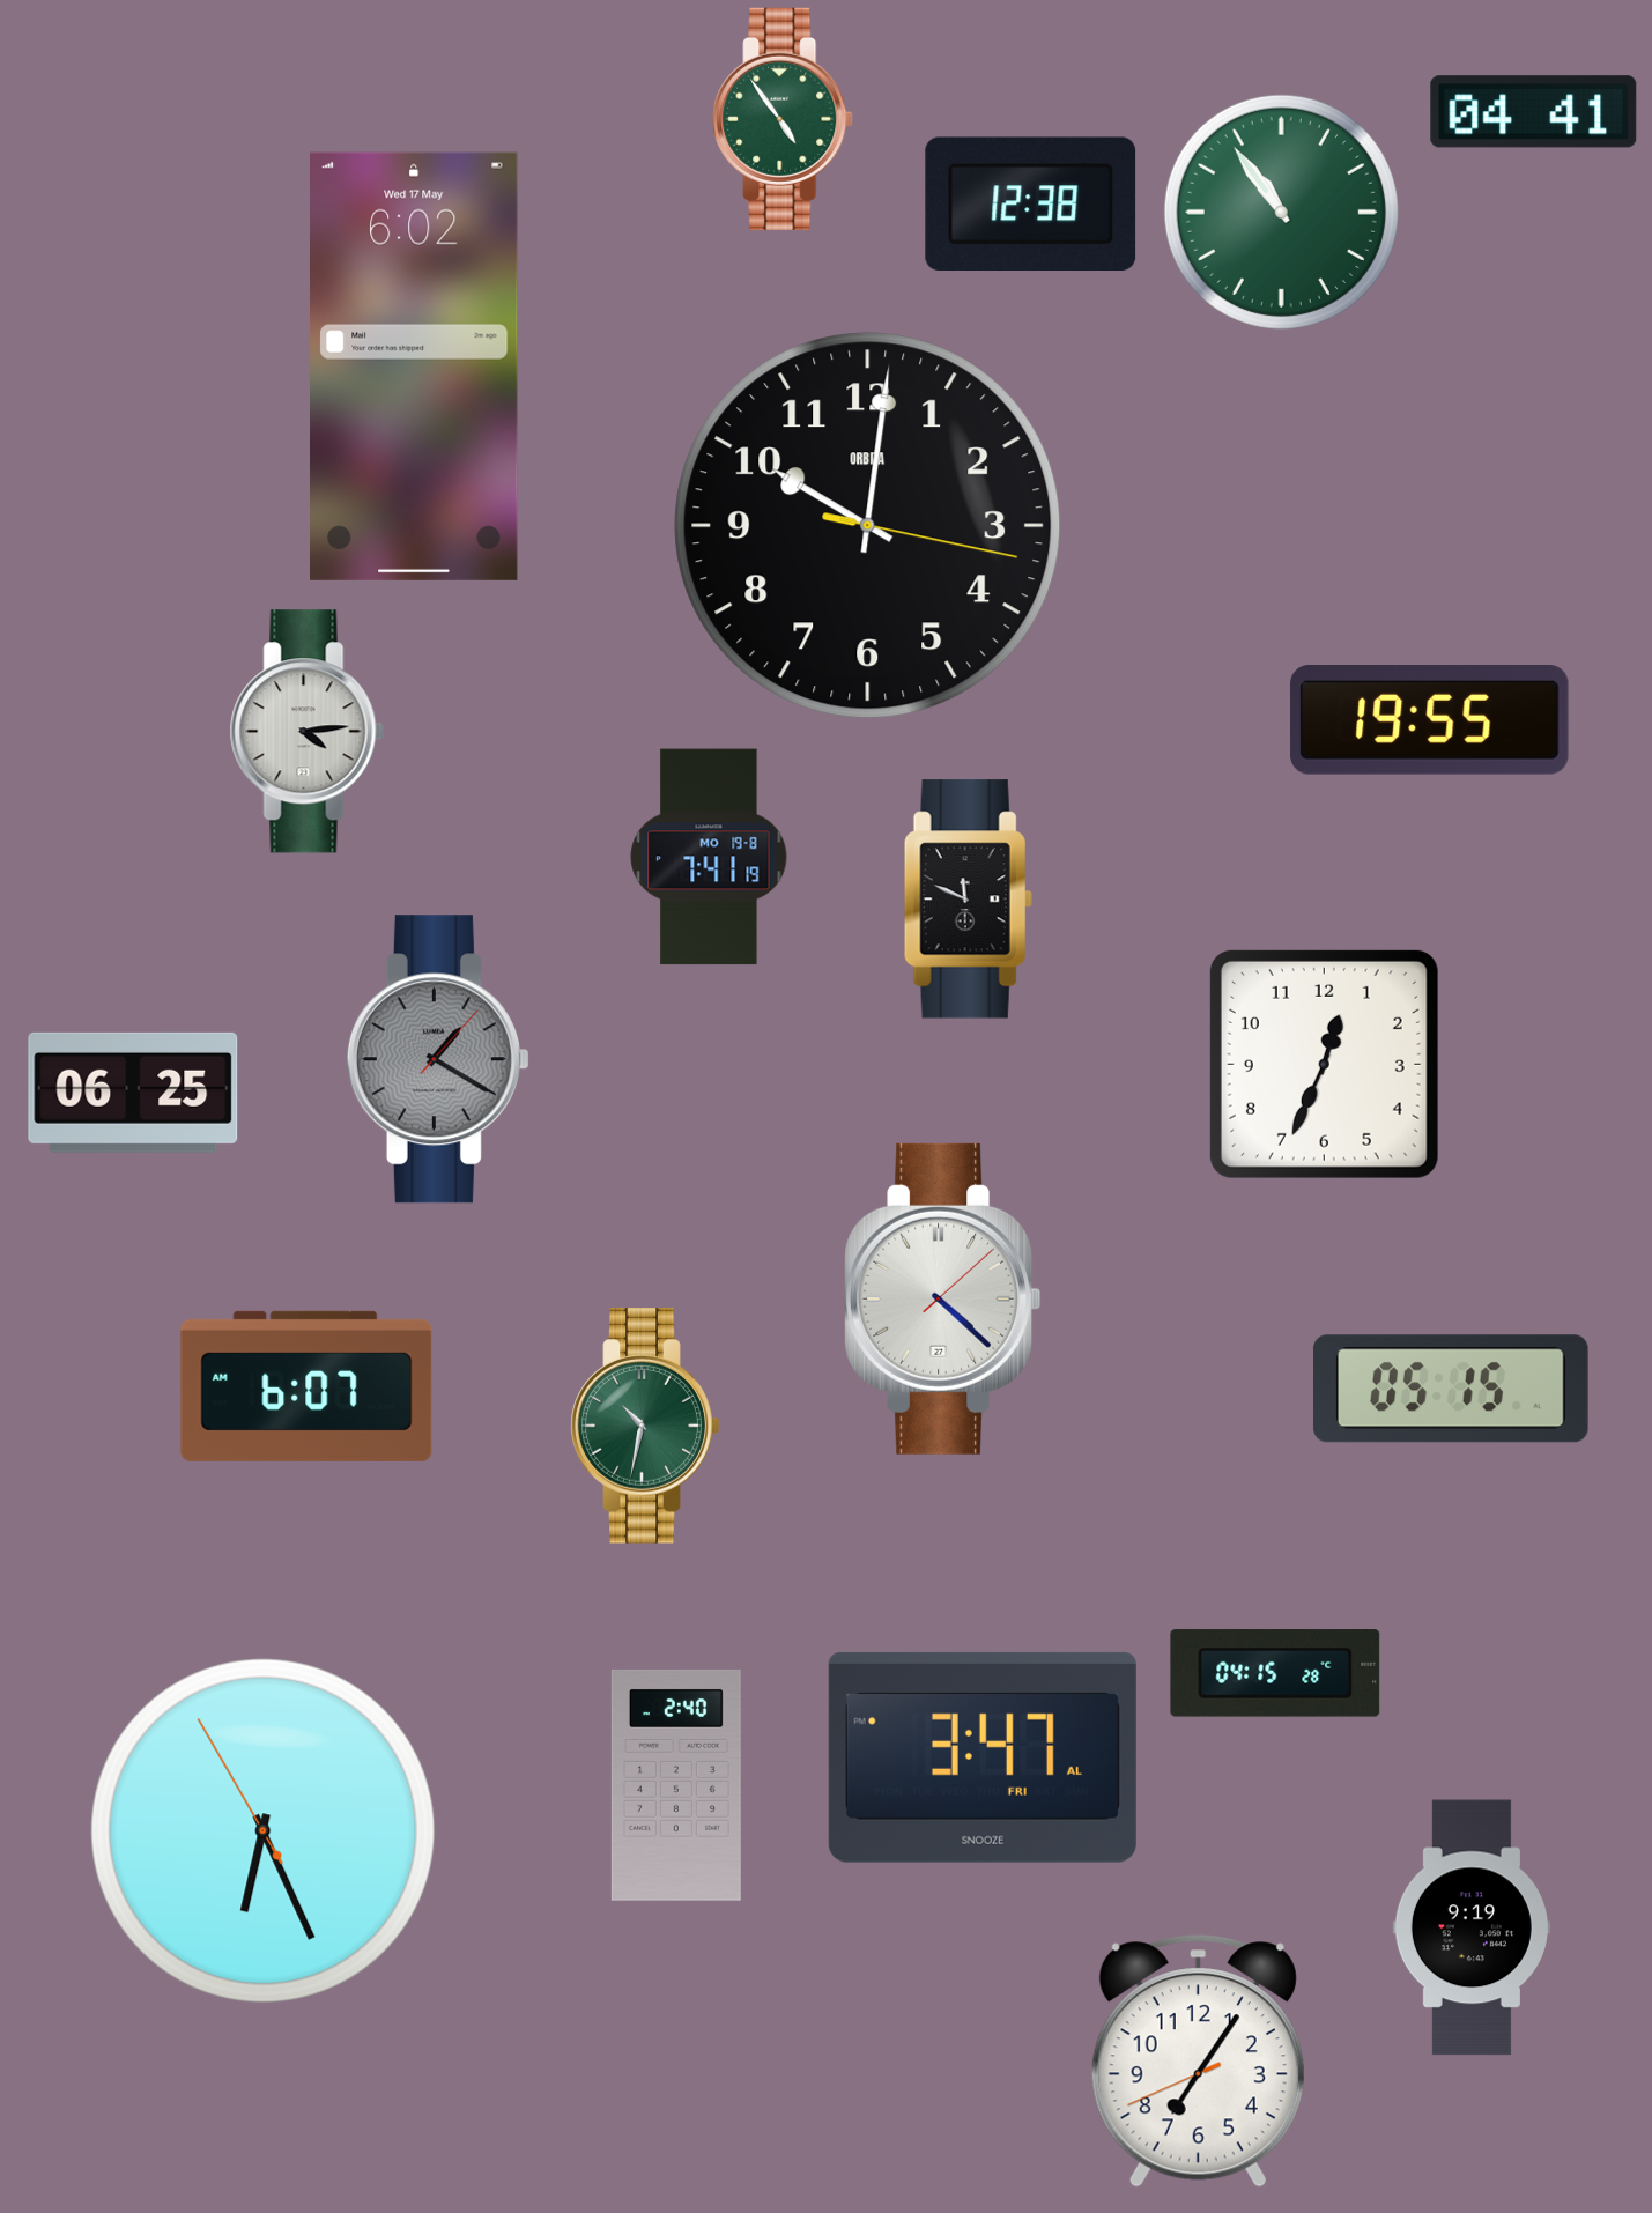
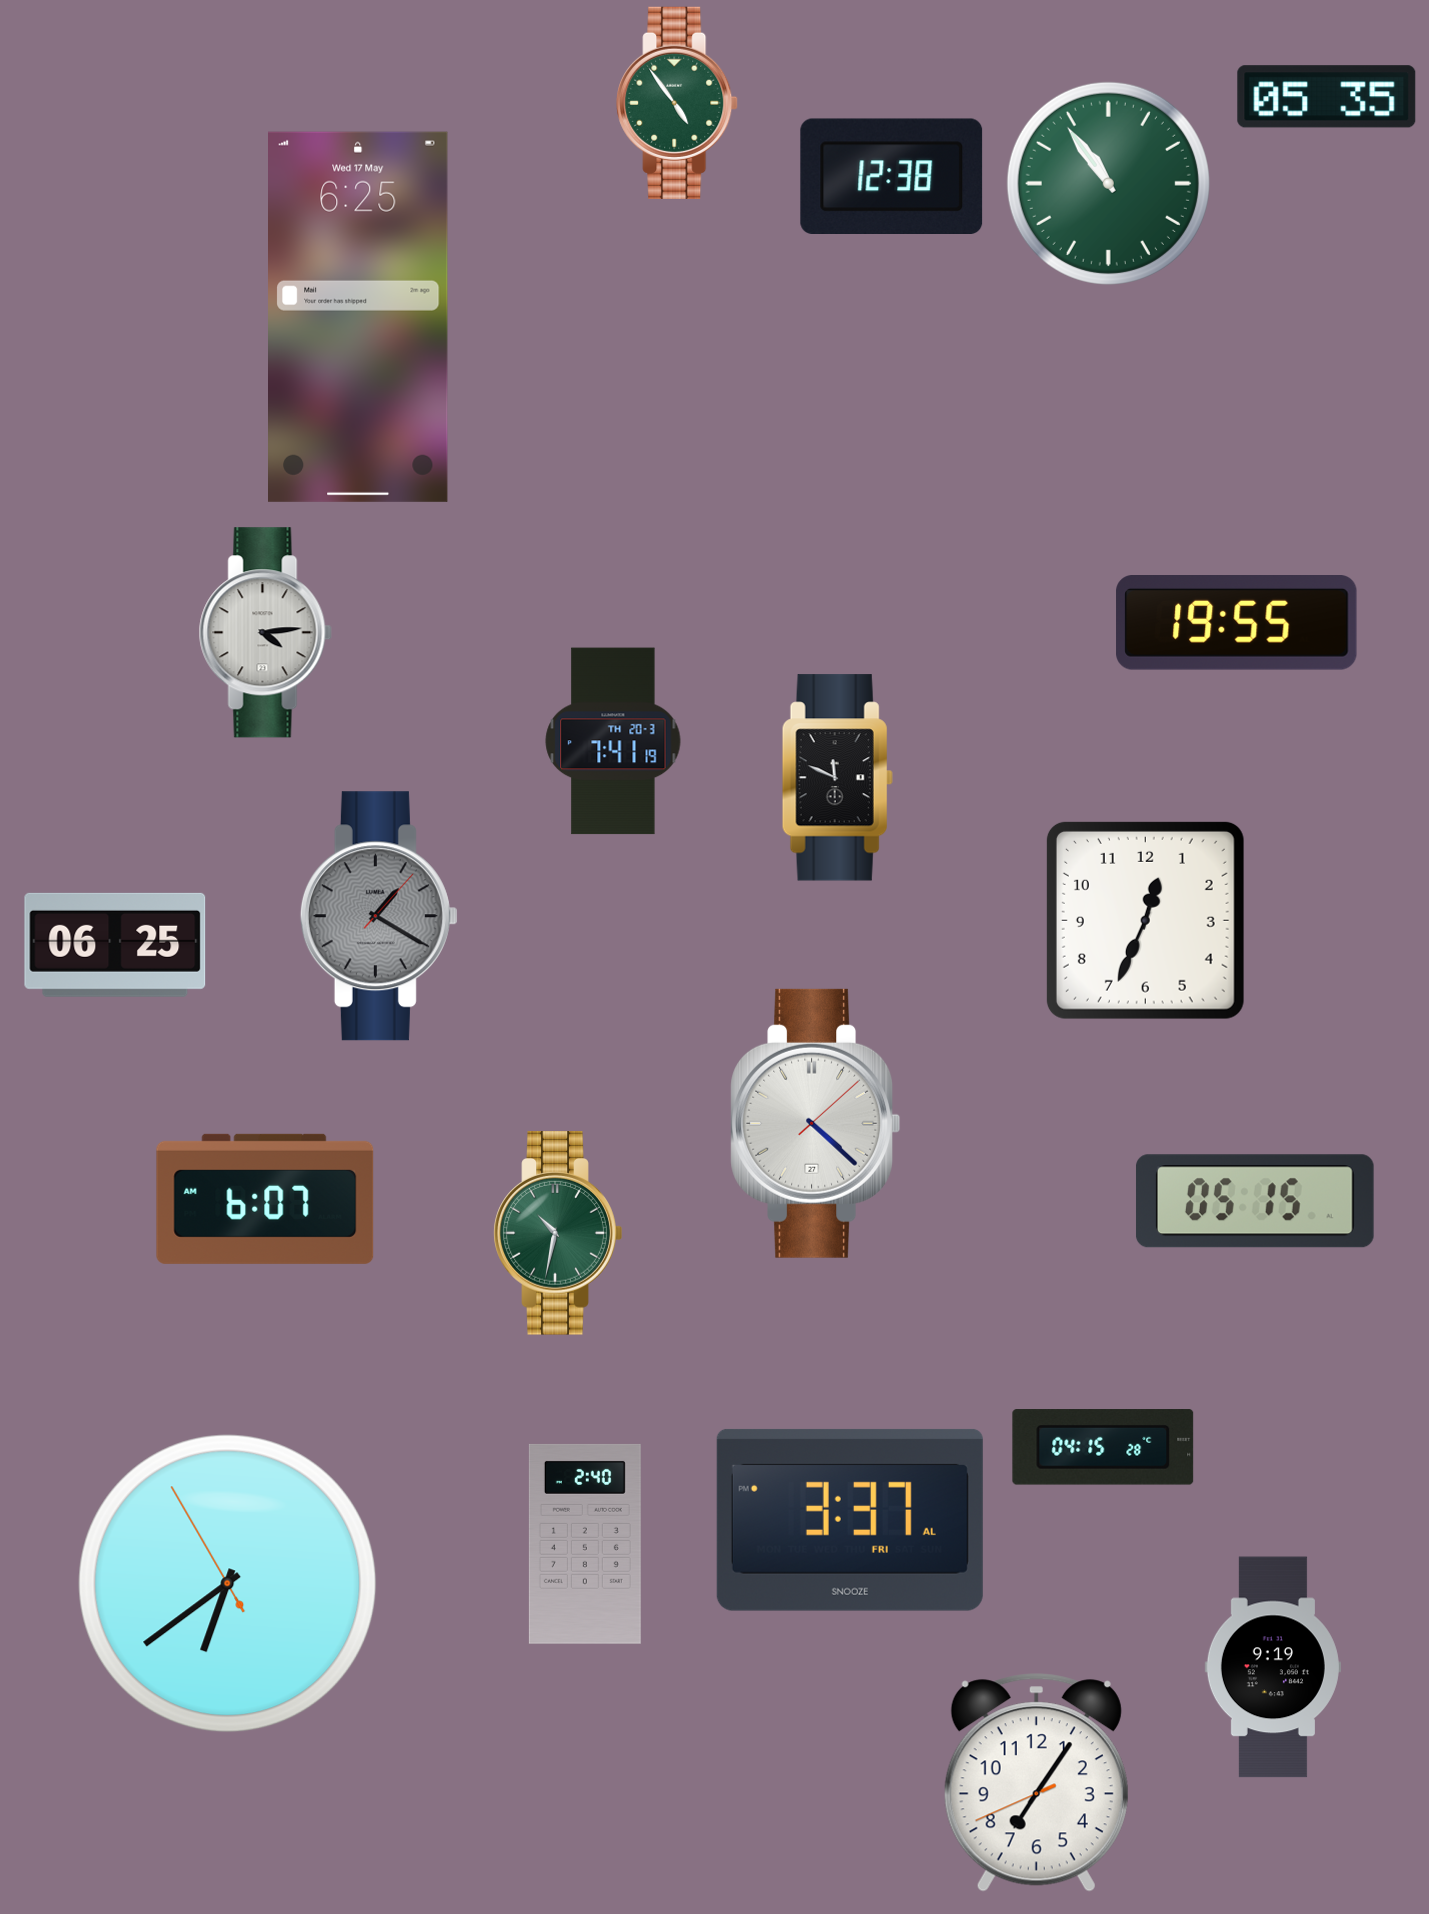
clock at (1534, 112): 04:41 -> 05:35
clock at (415, 367): 6:02 -> 6:25
clock at (868, 526): 10:01 -> none
clock at (709, 857) date: MO 19-8 -> TH 20-3
clock at (983, 1757): 3:47 -> 3:37
clock at (264, 1831): 6:25 -> 6:38
